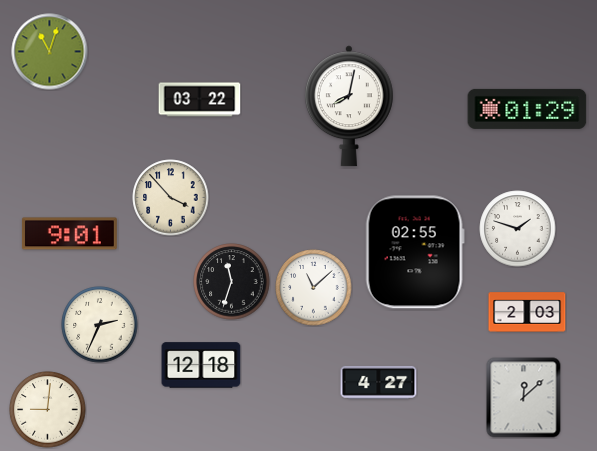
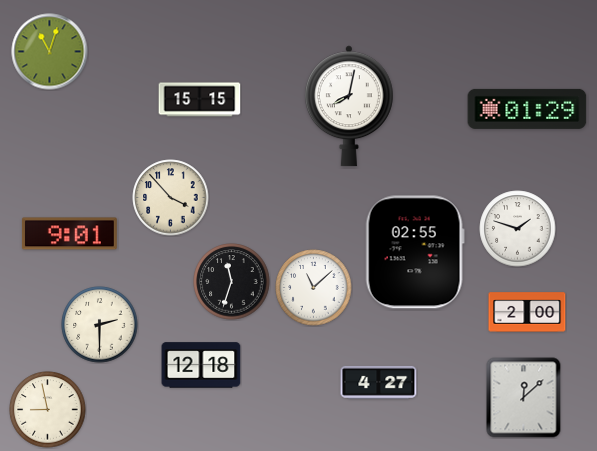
clock at (200, 100): 03:22 -> 15:15
clock at (527, 312): 2:03 -> 2:00
clock at (100, 325): 2:34 -> 2:30
clock at (48, 410): 9:01 -> 8:58
